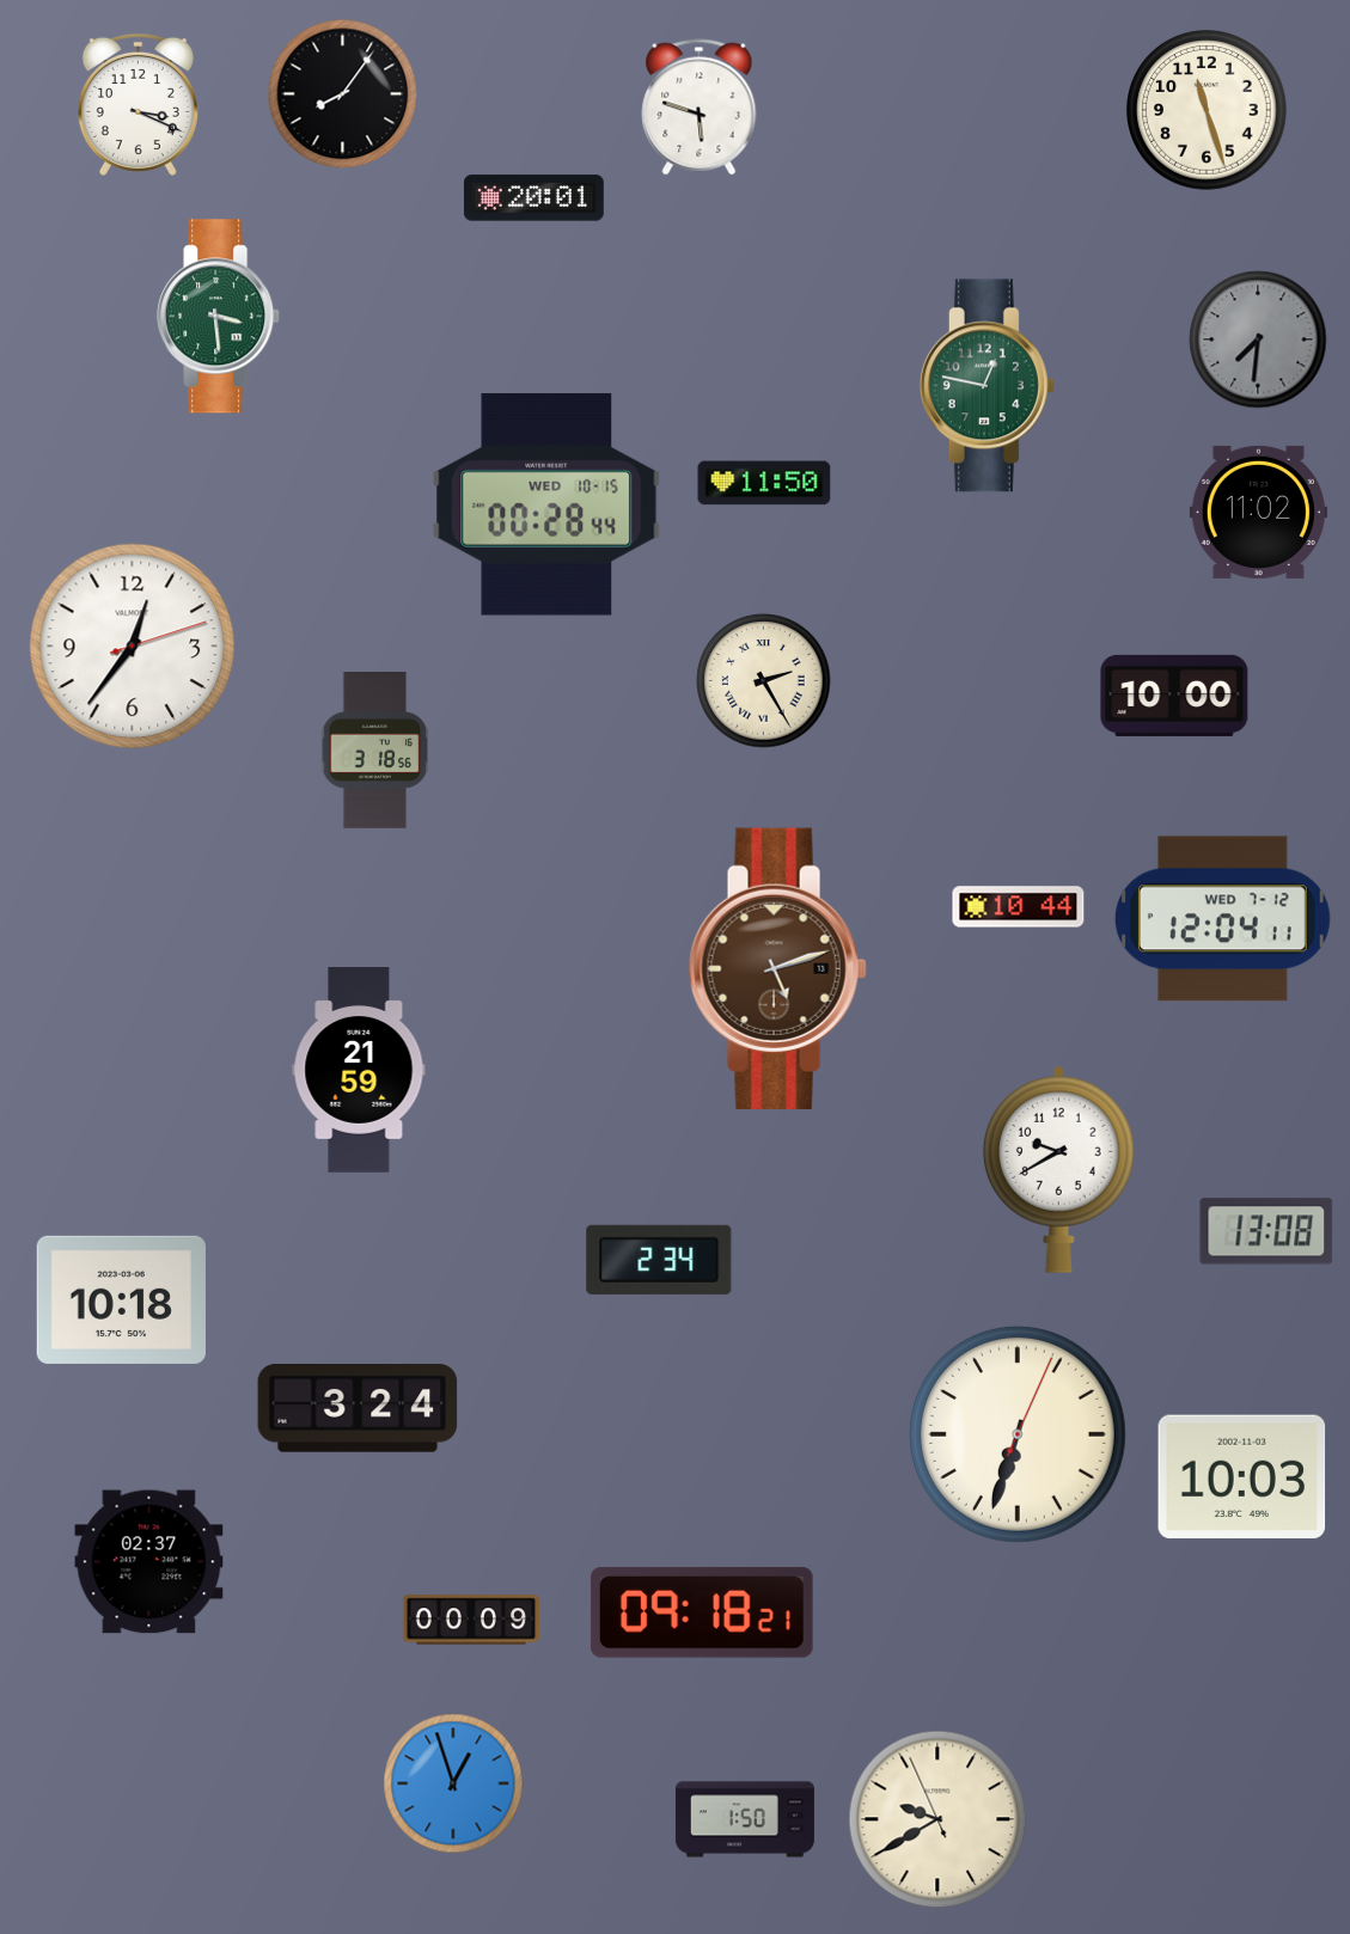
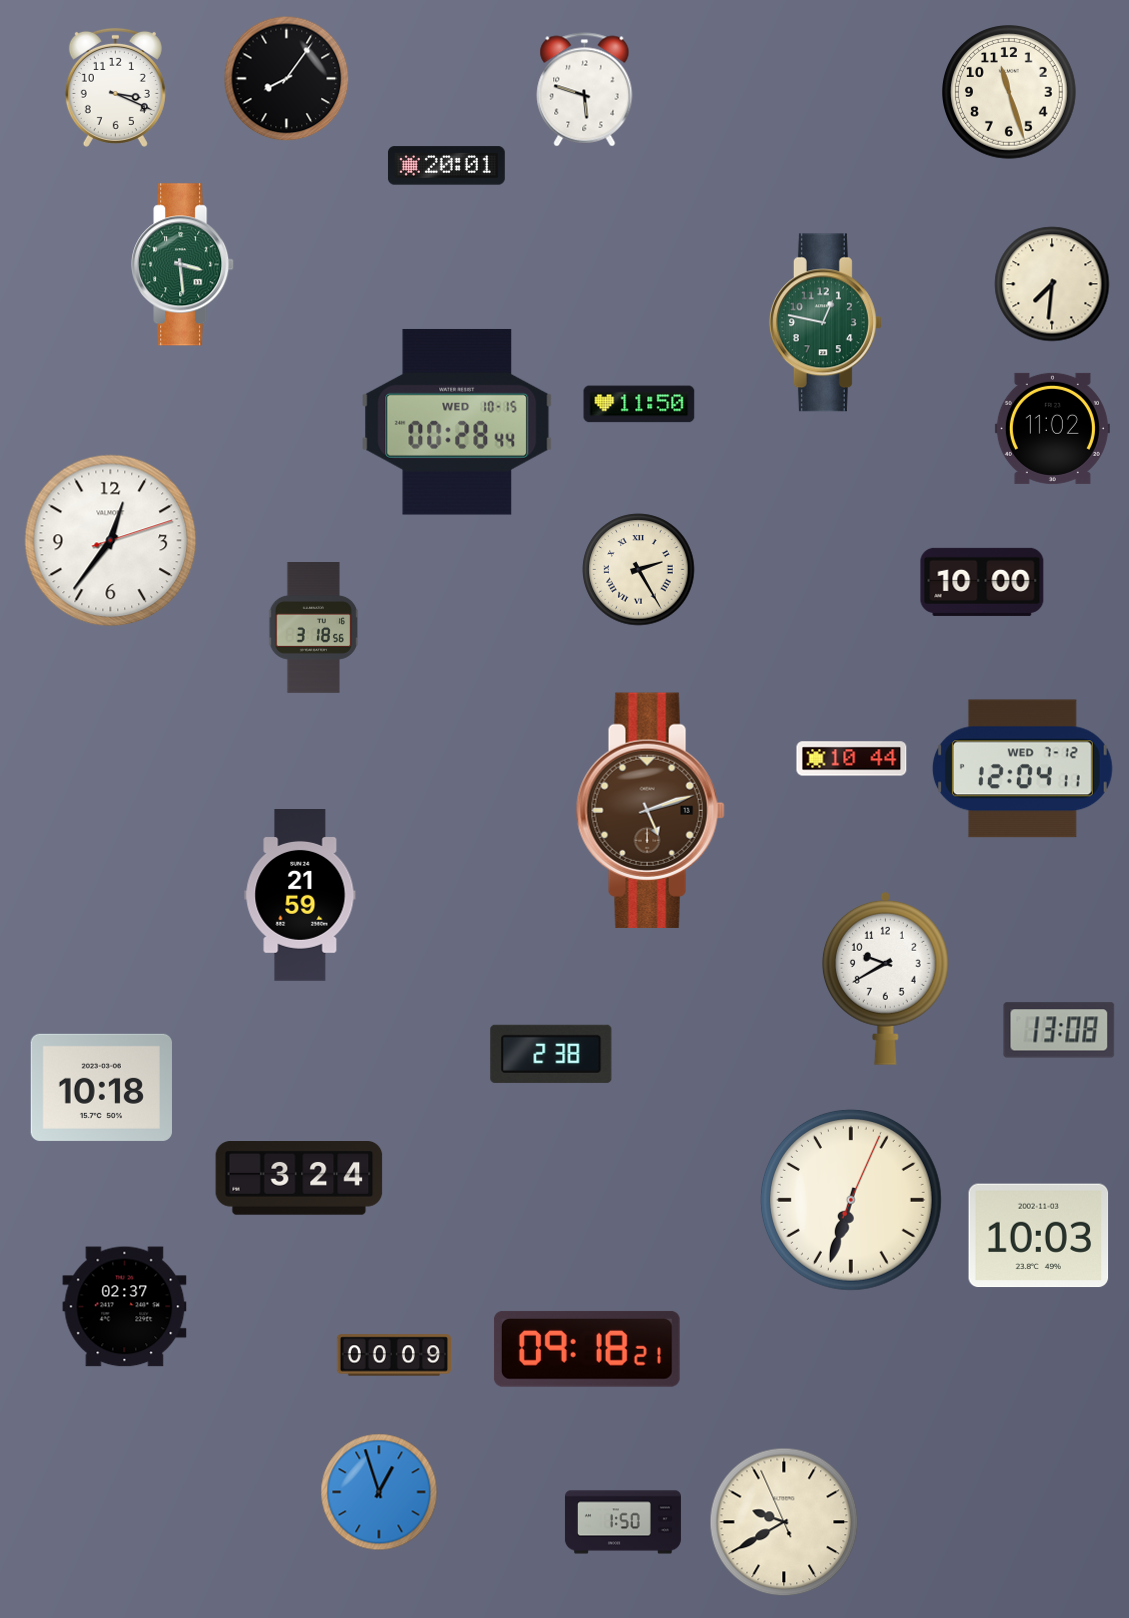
clock at (1258, 339) dial: grey -> cream
clock at (659, 1260): 2:34 -> 2:38
